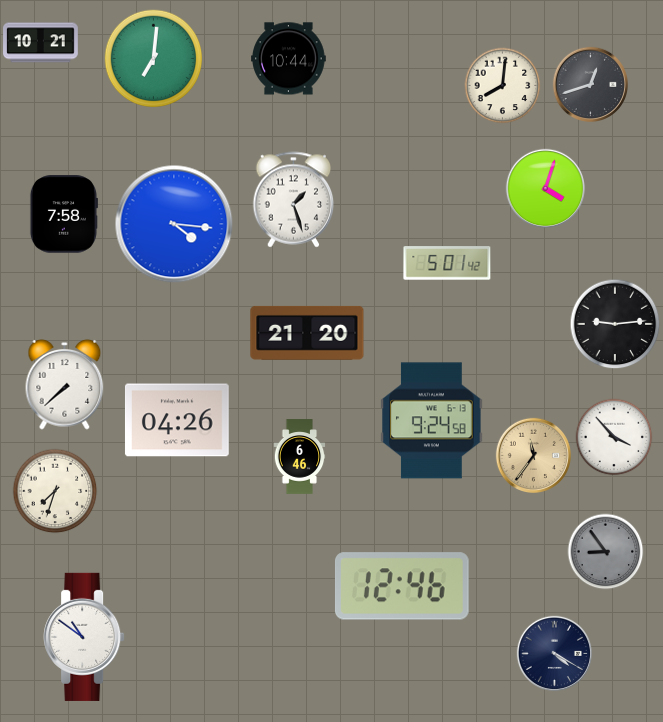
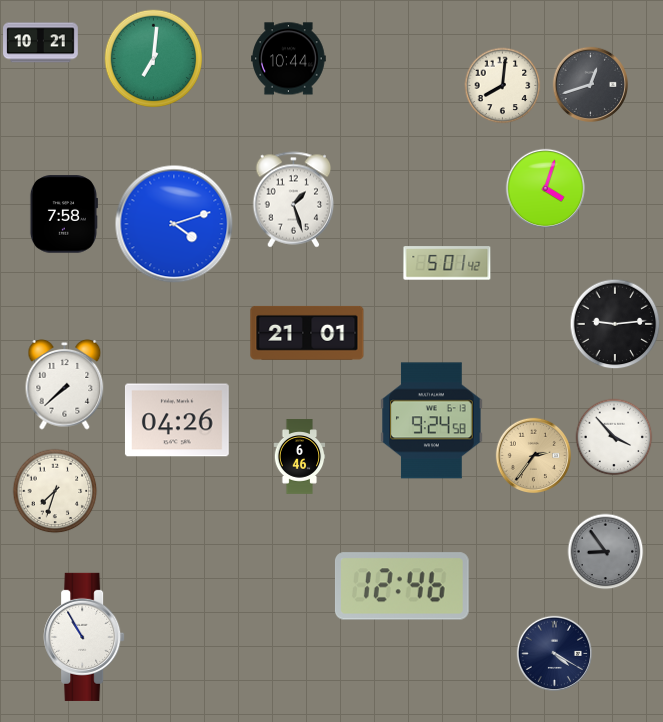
clock at (174, 224): 4:16 -> 4:12
clock at (307, 333): 21:20 -> 21:01
clock at (533, 455): 11:36 -> 2:36
clock at (84, 637): 10:51 -> 10:55
